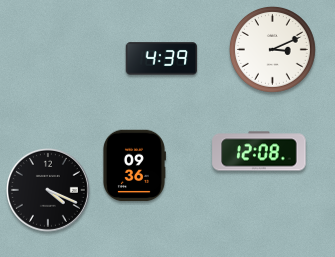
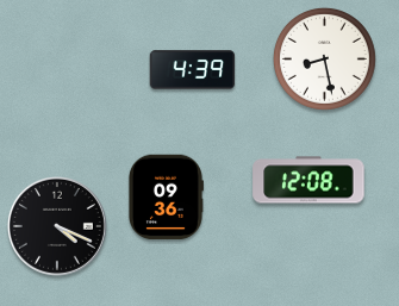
clock at (272, 49): 3:11 -> 8:28
clock at (134, 166) position: (134, 166) -> (166, 198)
